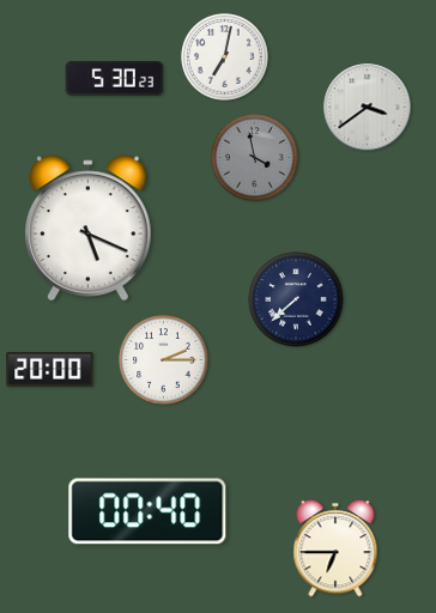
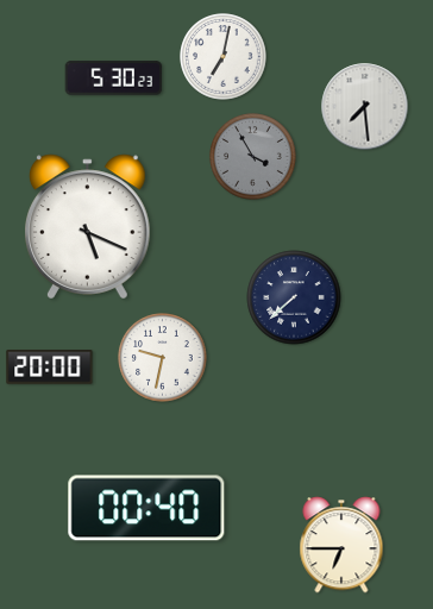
clock at (368, 108): 3:39 -> 7:29
clock at (255, 158): 3:58 -> 3:55
clock at (164, 360): 2:15 -> 9:32
clock at (335, 548) position: (335, 548) -> (341, 545)
